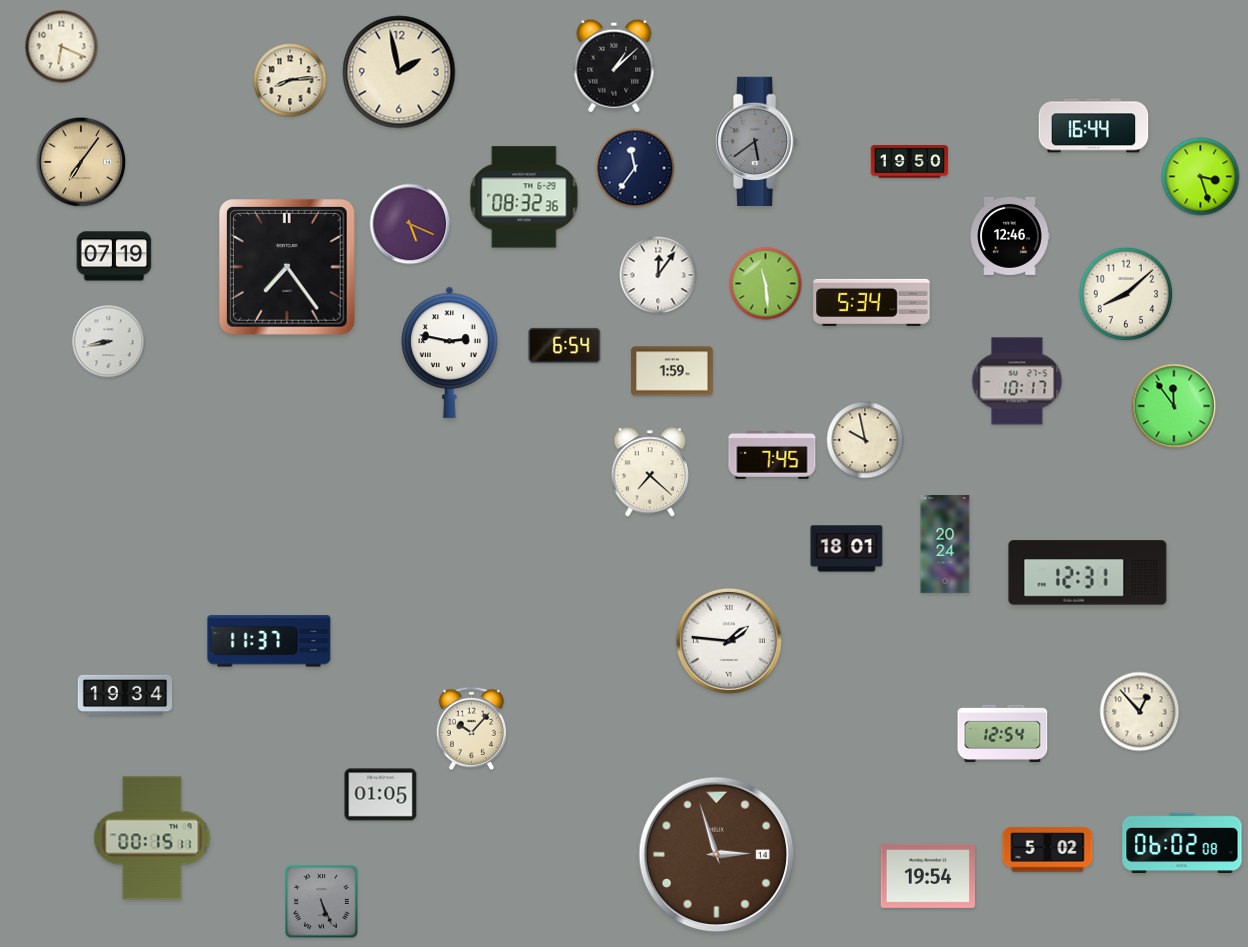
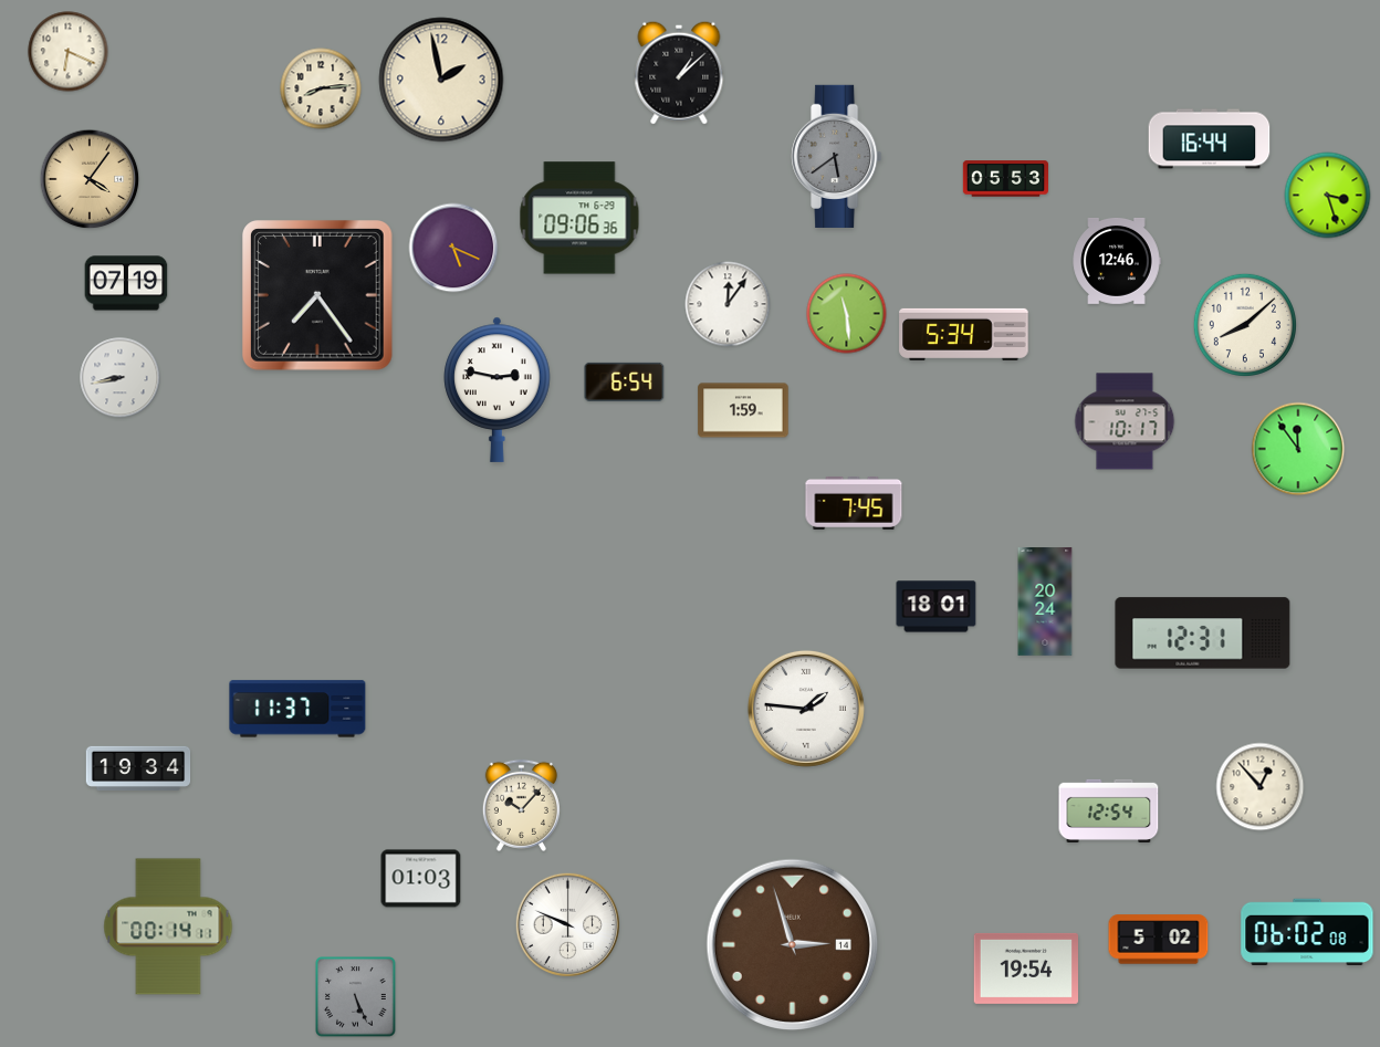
clock at (81, 162): 7:06 -> 4:06
clock at (909, 162): 19:50 -> 05:53
clock at (635, 168): 11:36 -> none
clock at (524, 197): 08:32 -> 09:06
clock at (865, 440): 9:58 -> none
clock at (649, 472): 7:22 -> none
clock at (381, 795): 01:05 -> 01:03
clock at (567, 924): none -> 9:49
clock at (152, 838): 00:15 -> 00:14
